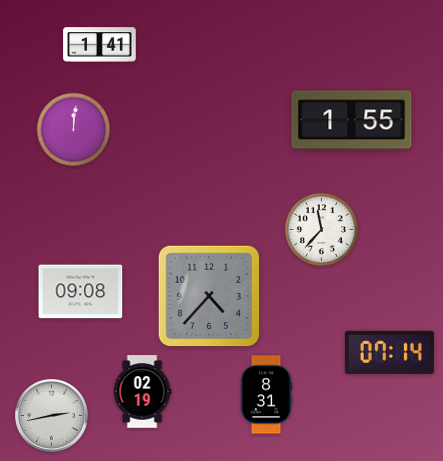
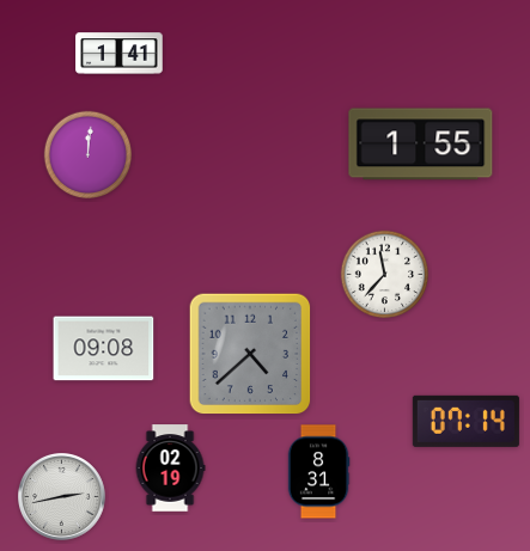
clock at (81, 292) position: (81, 292) -> (104, 349)
clock at (209, 296): 4:37 -> 4:38
